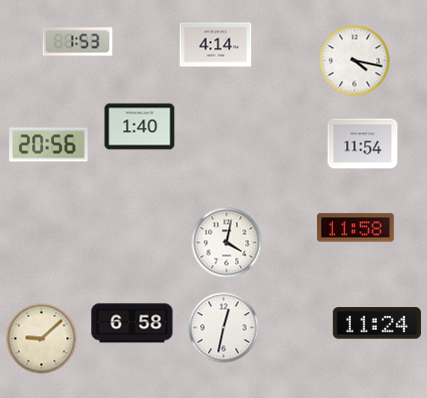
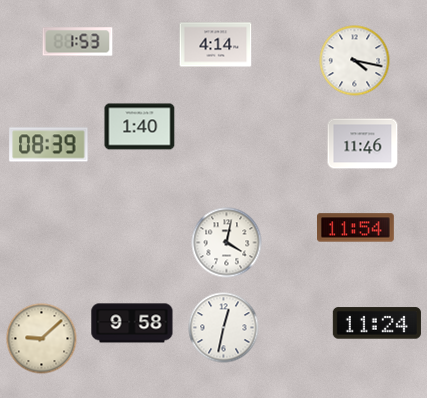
clock at (363, 144): 11:54 -> 11:46
clock at (49, 145): 20:56 -> 08:39
clock at (356, 228): 11:58 -> 11:54
clock at (132, 323): 6:58 -> 9:58
